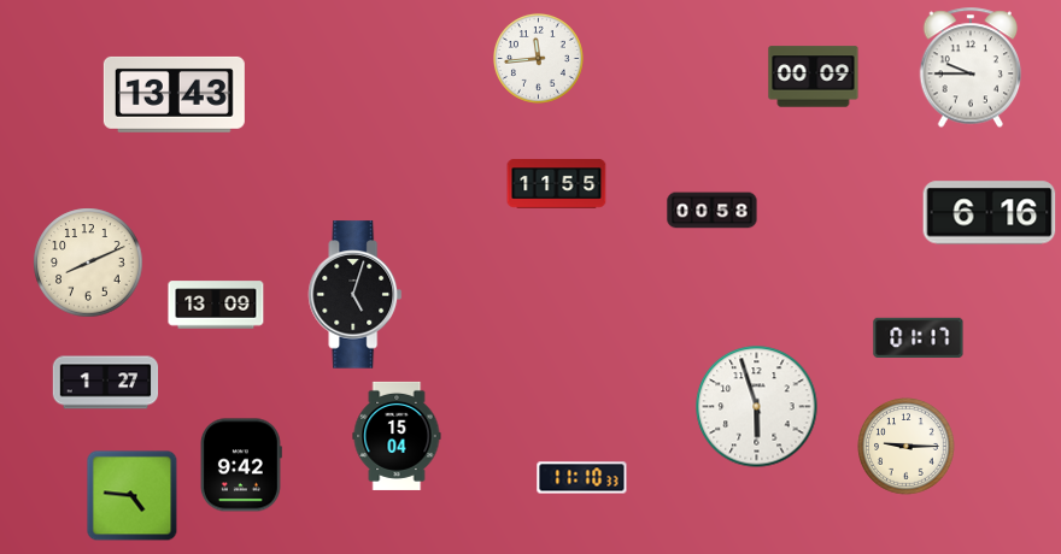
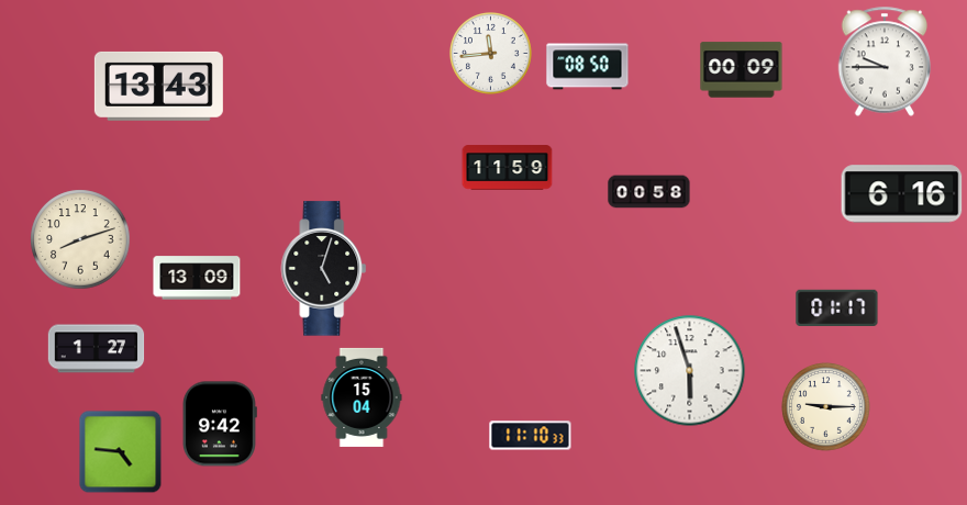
clock at (588, 67): none -> 08:50
clock at (557, 184): 11:55 -> 11:59
clock at (88, 263): 8:11 -> 8:12
